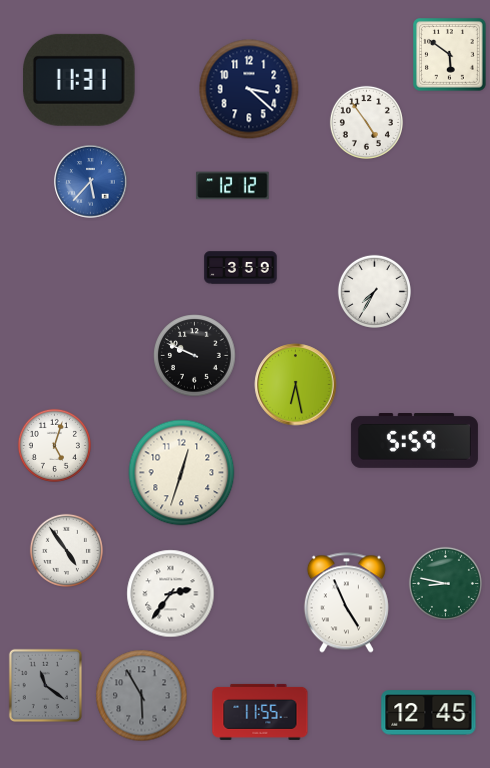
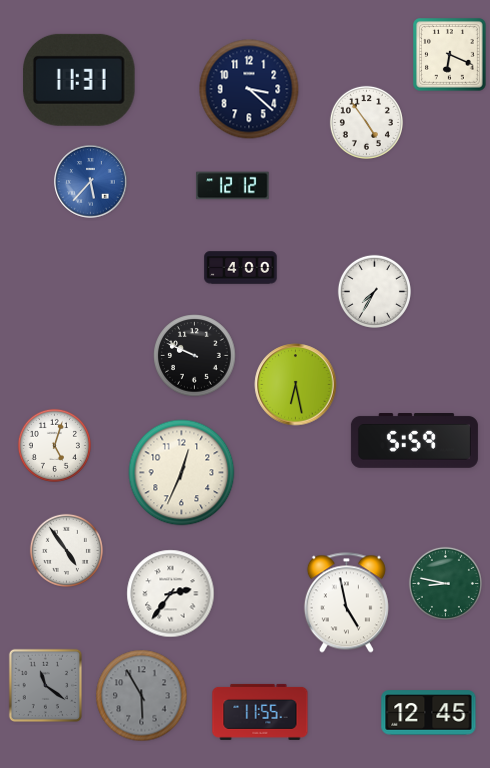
clock at (450, 55): 5:51 -> 6:19
clock at (241, 268): 3:59 -> 4:00
clock at (182, 473): 12:33 -> 12:34
clock at (346, 603): 4:56 -> 4:58
